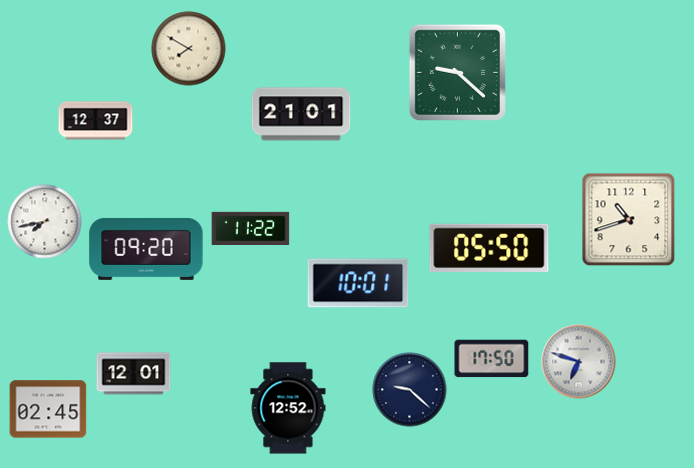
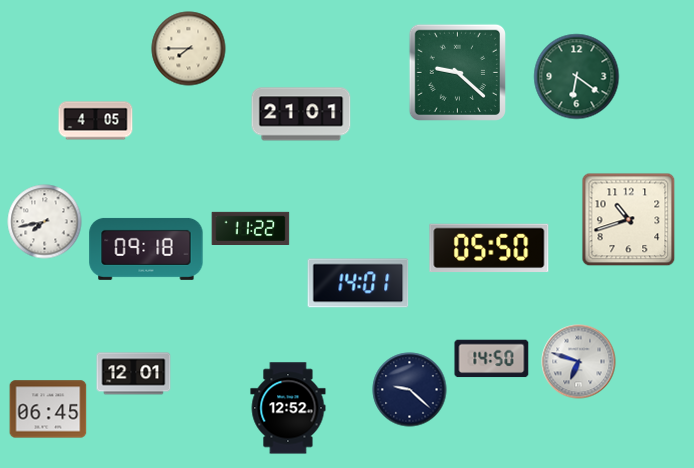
clock at (189, 49): 7:50 -> 7:45
clock at (577, 77): none -> 6:21
clock at (96, 121): 12:37 -> 4:05
clock at (146, 249): 09:20 -> 09:18
clock at (358, 283): 10:01 -> 14:01
clock at (492, 359): 17:50 -> 14:50
clock at (48, 409): 02:45 -> 06:45
